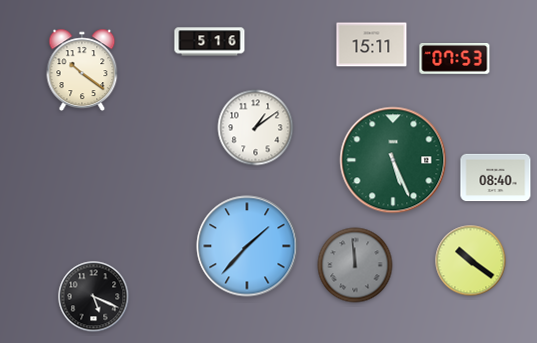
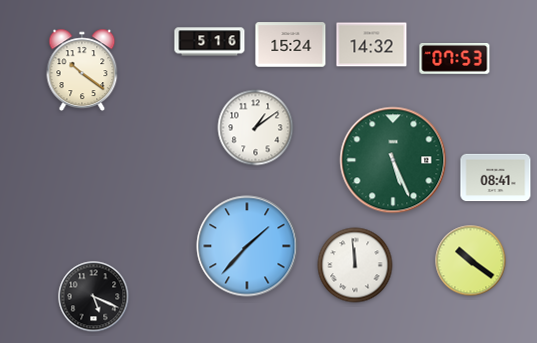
clock at (291, 45): none -> 15:24
clock at (372, 45): 15:11 -> 14:32
clock at (496, 178): 08:40 -> 08:41
clock at (355, 265) dial: grey -> white
